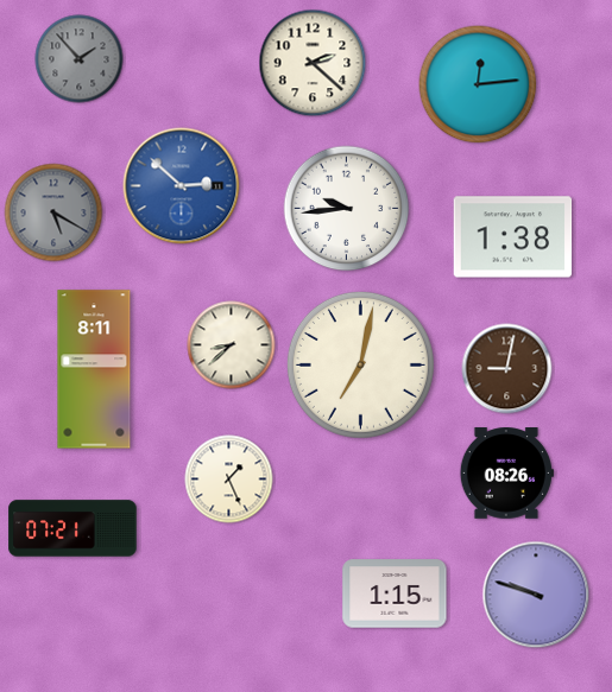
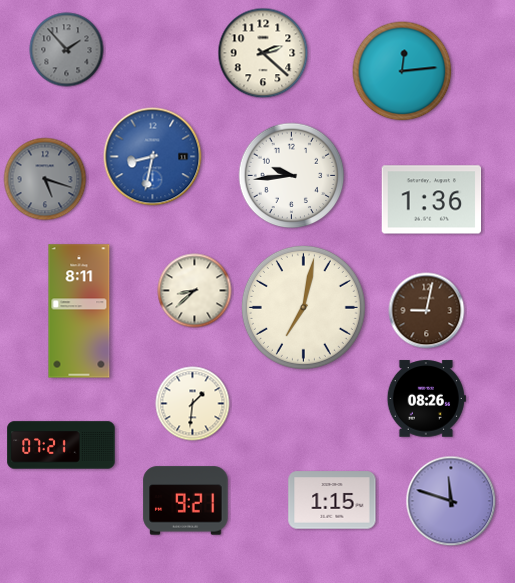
clock at (182, 186): 2:52 -> 8:32
clock at (53, 212): 5:20 -> 5:18
clock at (513, 237): 1:38 -> 1:36
clock at (229, 480): 1:26 -> 1:31
clock at (186, 501): none -> 9:21
clock at (536, 595): 9:48 -> 11:48
